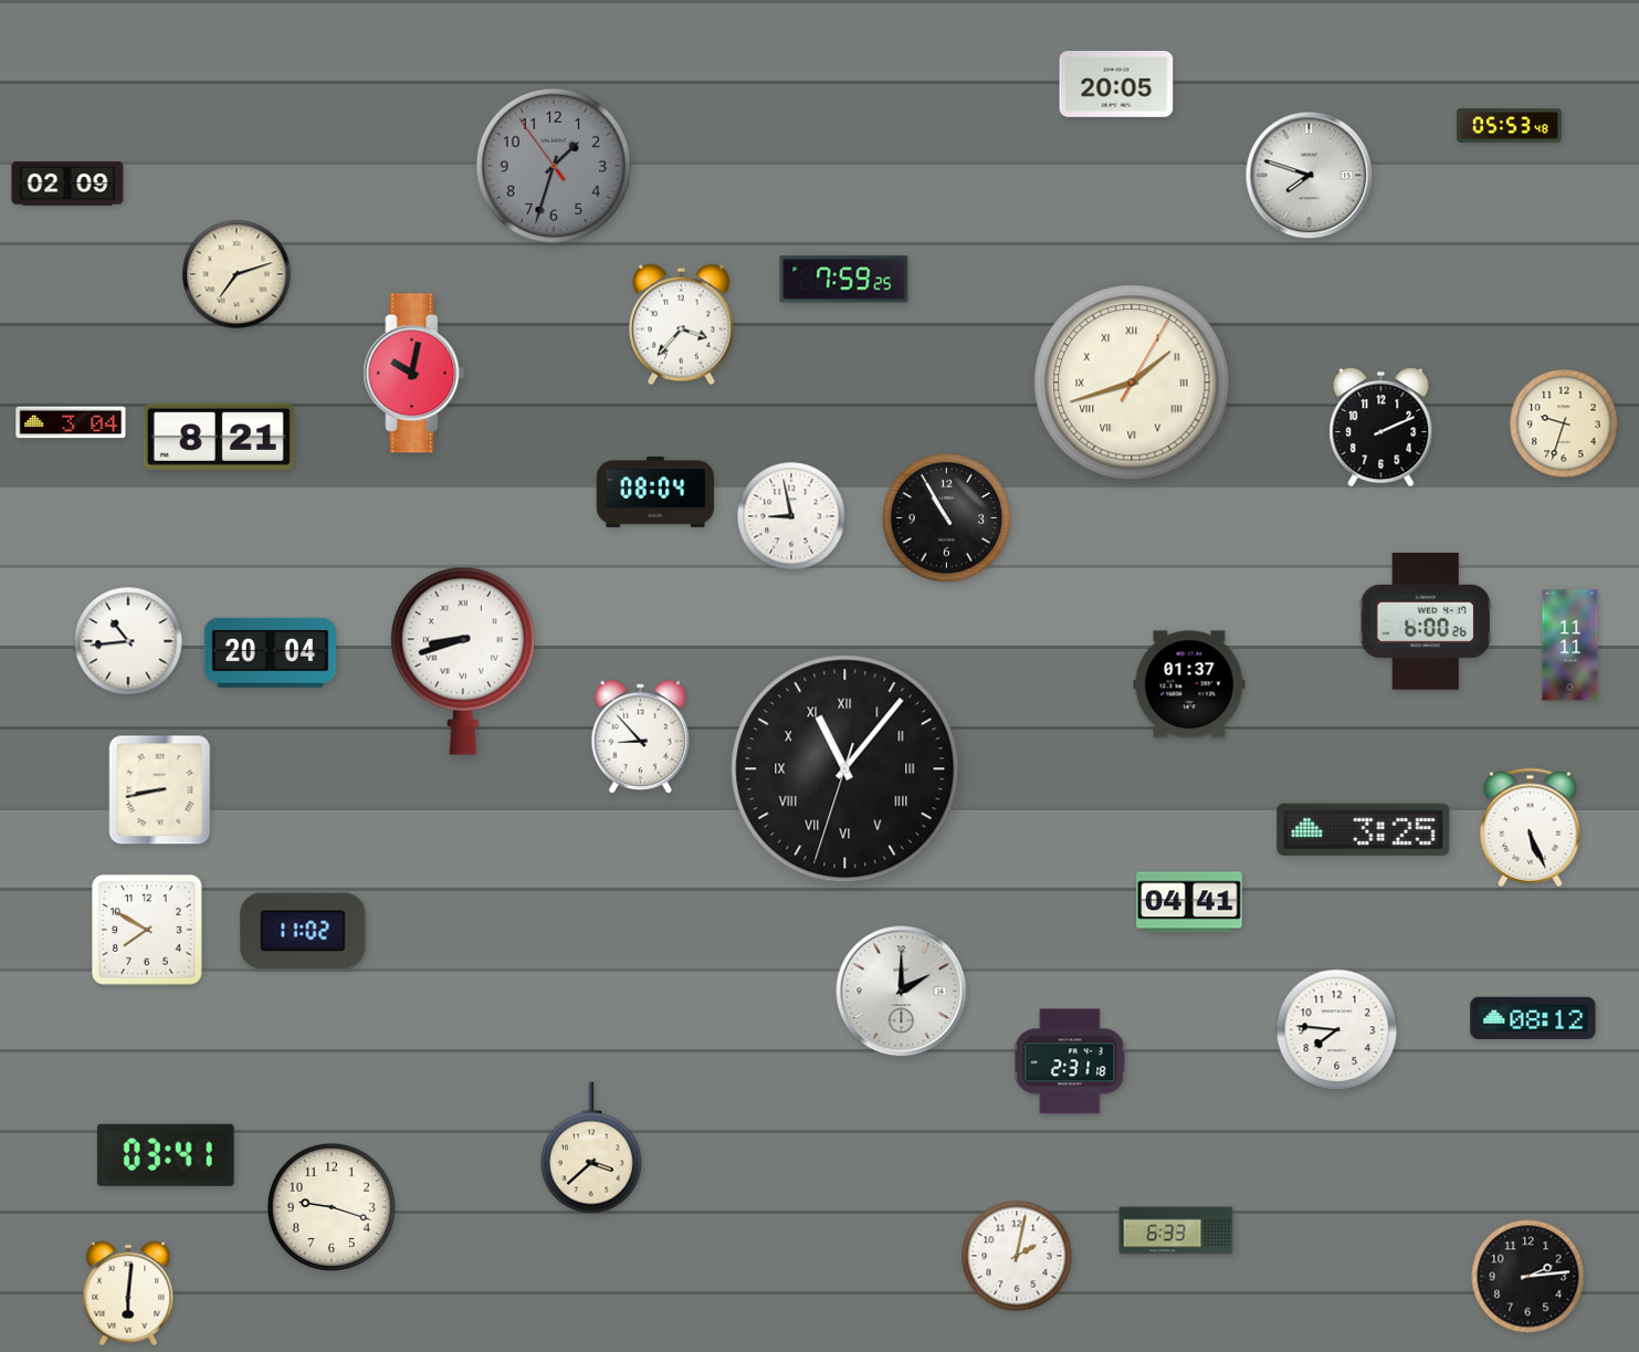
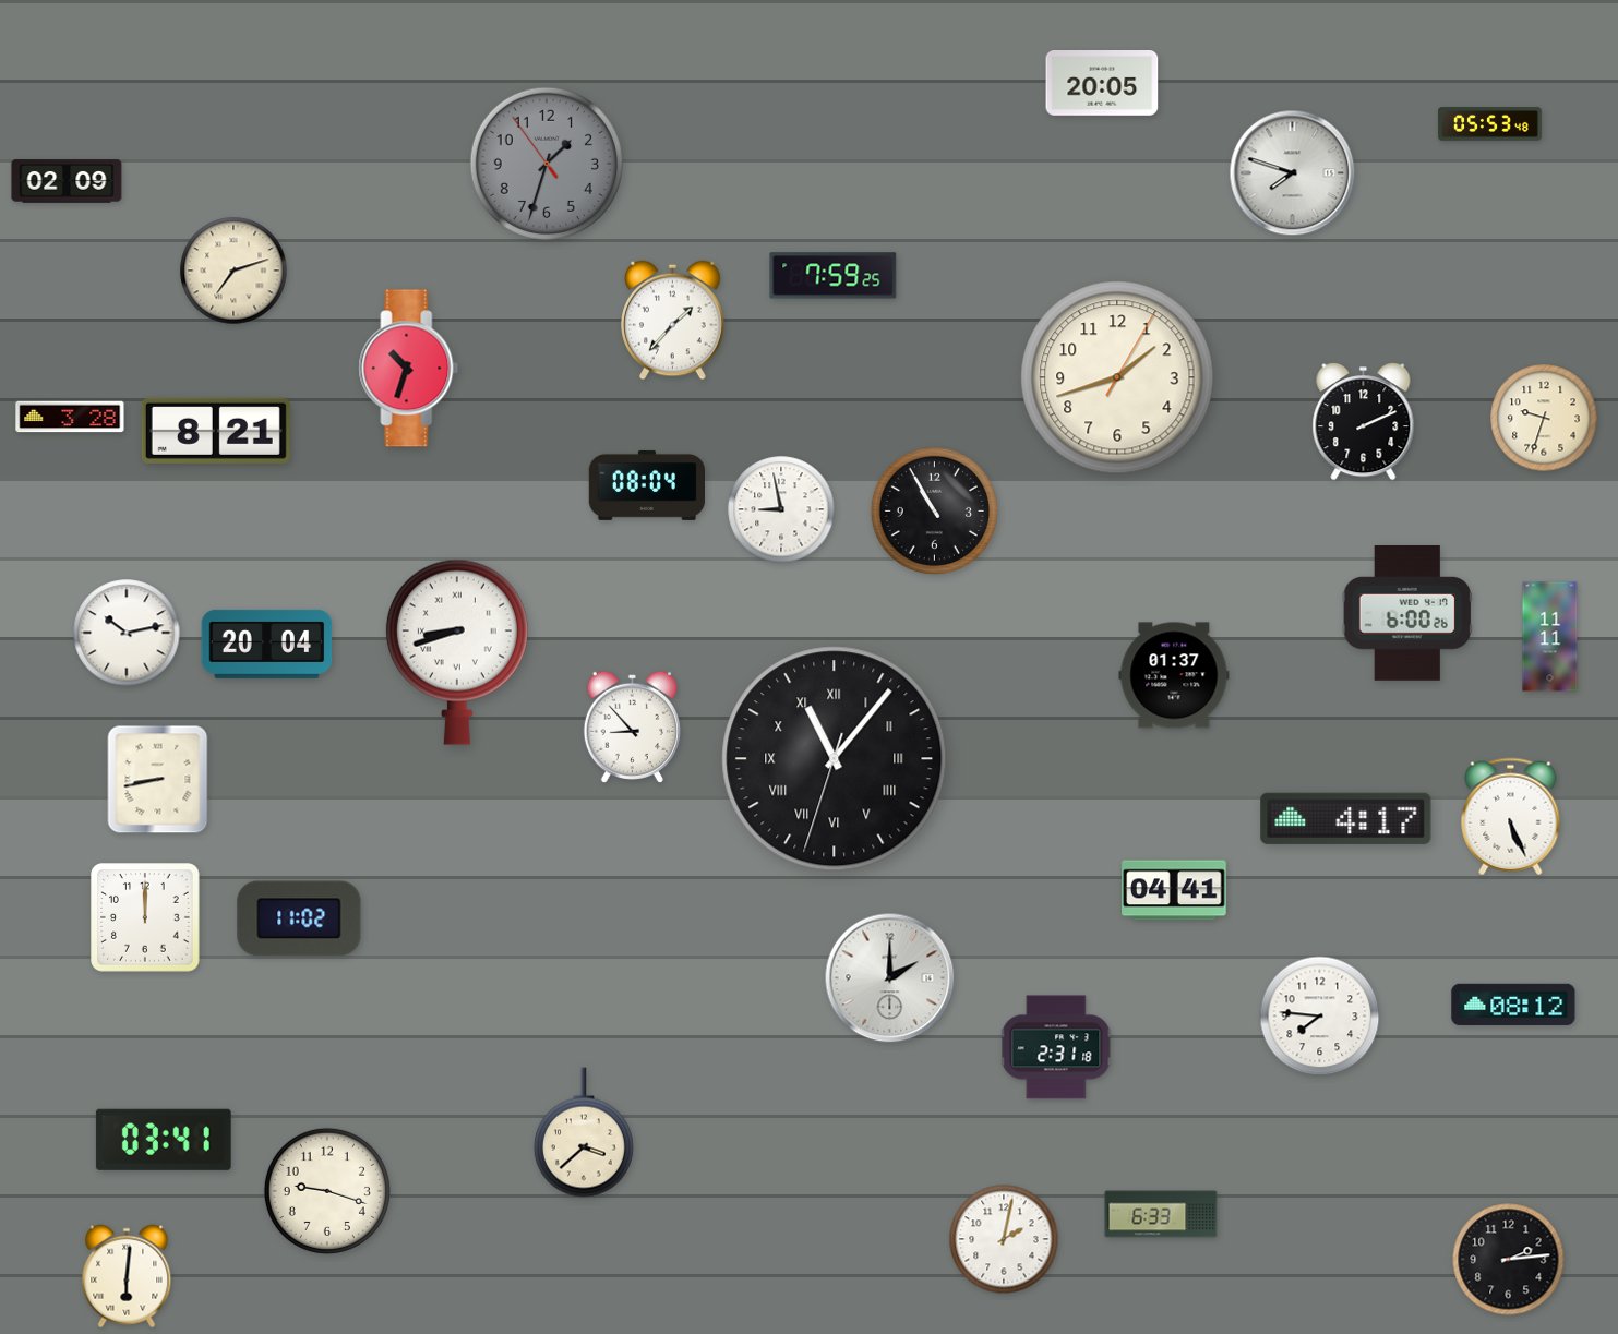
clock at (682, 325): 3:37 -> 1:37
clock at (414, 374): 10:02 -> 10:33
clock at (1132, 382) numerals: Roman -> Arabic
clock at (71, 422): 3:04 -> 3:28
clock at (128, 641): 10:44 -> 10:13
clock at (1364, 829): 3:25 -> 4:17
clock at (147, 930): 7:50 -> 12:00
